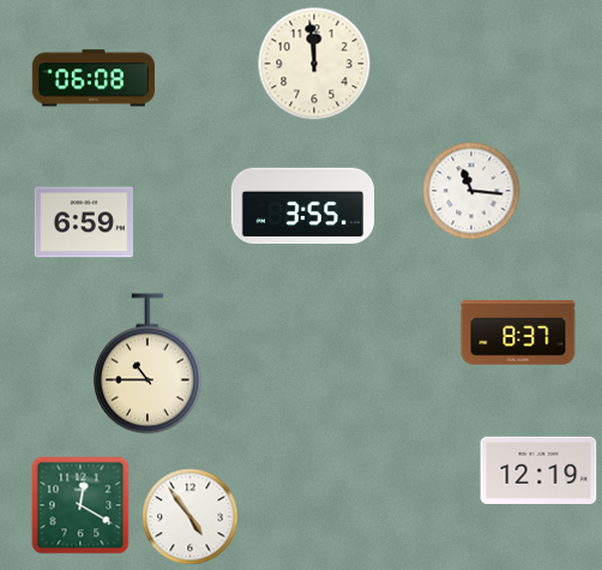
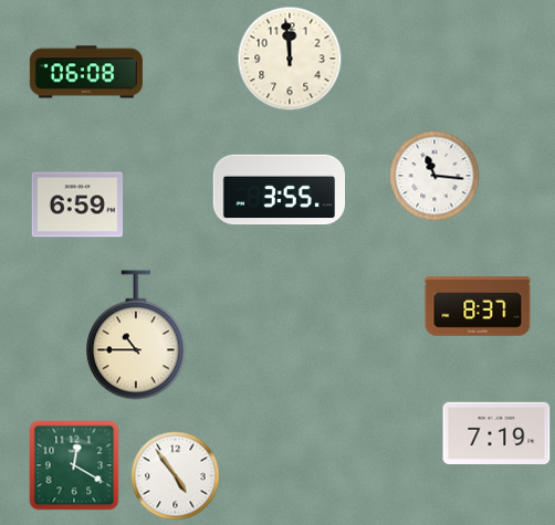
clock at (538, 470): 12:19 -> 7:19
